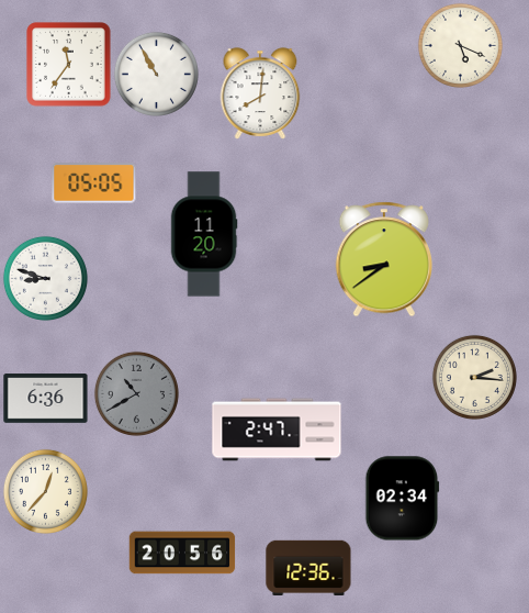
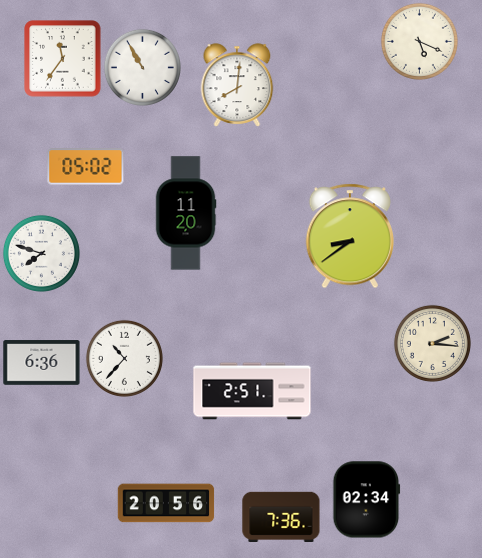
clock at (94, 183): 05:05 -> 05:02
clock at (45, 278): 8:48 -> 7:48
clock at (136, 393): 10:40 -> 10:37
clock at (136, 393) dial: grey -> white
clock at (277, 430): 2:47 -> 2:51
clock at (45, 491): 12:37 -> none
clock at (403, 499) position: (403, 499) -> (367, 500)
clock at (308, 568): 12:36 -> 7:36
